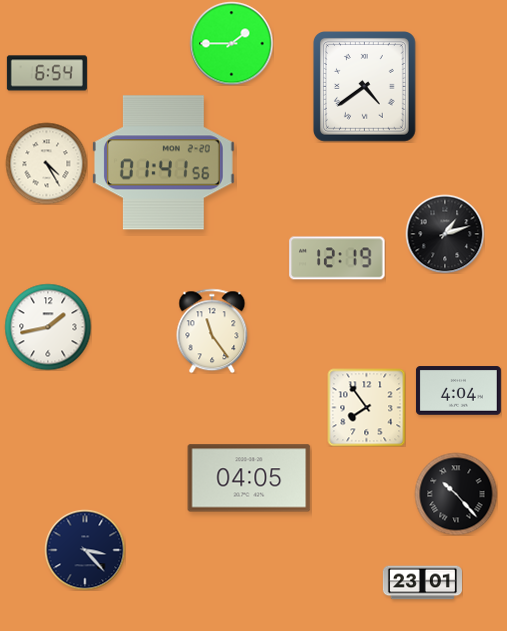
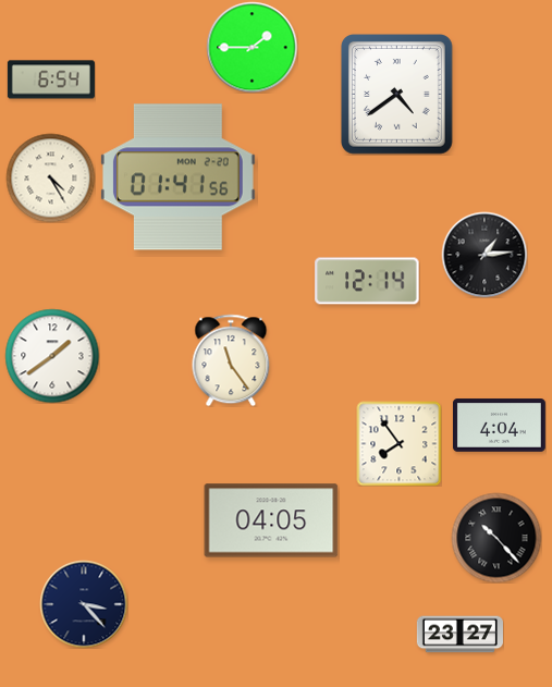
clock at (445, 234): 1:12 -> 1:14
clock at (337, 258): 12:19 -> 12:14
clock at (48, 327): 1:43 -> 1:39
clock at (85, 550) position: (85, 550) -> (84, 604)
clock at (422, 583): 23:01 -> 23:27
